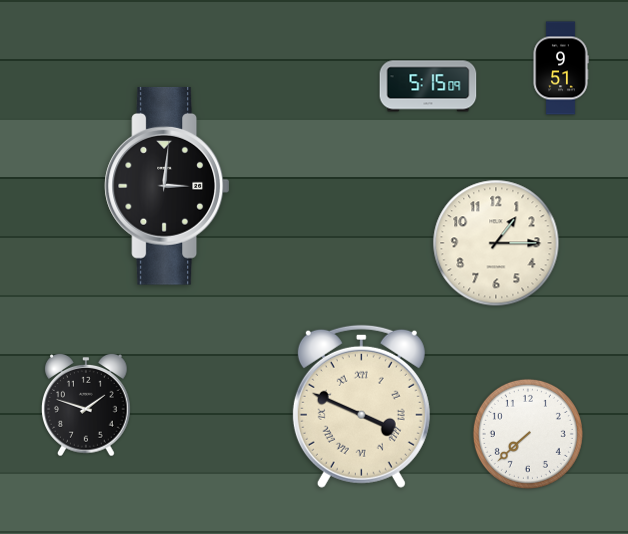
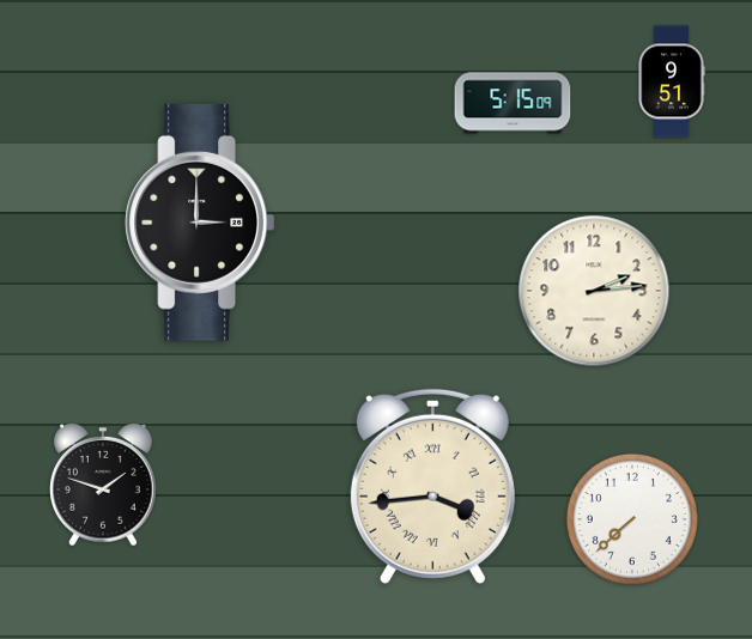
clock at (166, 186): 3:01 -> 3:00
clock at (496, 243): 1:15 -> 2:14
clock at (361, 406): 3:49 -> 3:44
